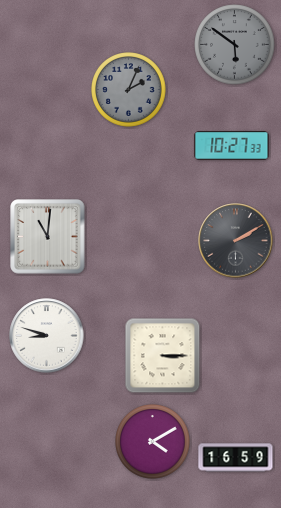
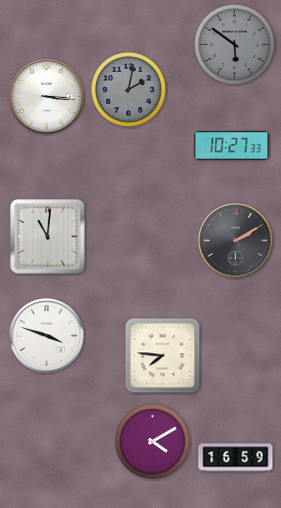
clock at (129, 90): 2:04 -> 2:02
clock at (47, 97): none -> 3:16
clock at (47, 336): 8:48 -> 3:48
clock at (163, 356): 3:15 -> 7:46
